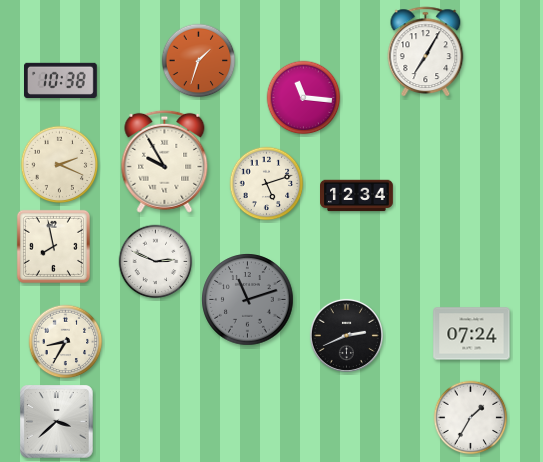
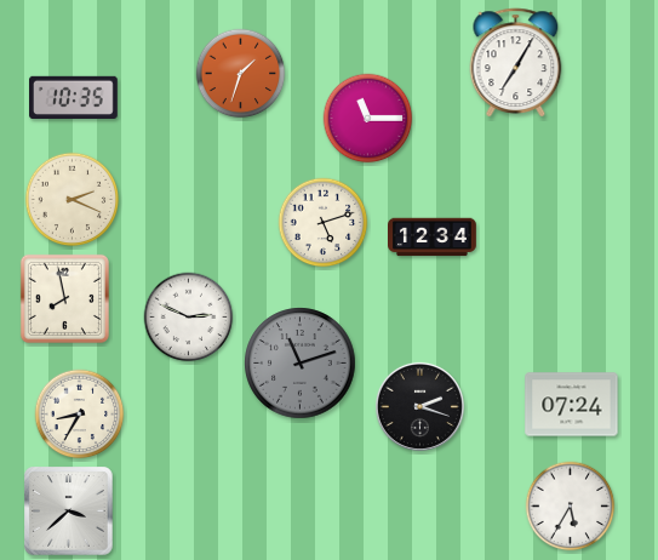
clock at (61, 81): 10:38 -> 10:35
clock at (304, 98): 11:16 -> 11:15
clock at (165, 161): 9:55 -> none
clock at (346, 335): 2:41 -> 2:18
clock at (471, 418): 1:35 -> 5:35
